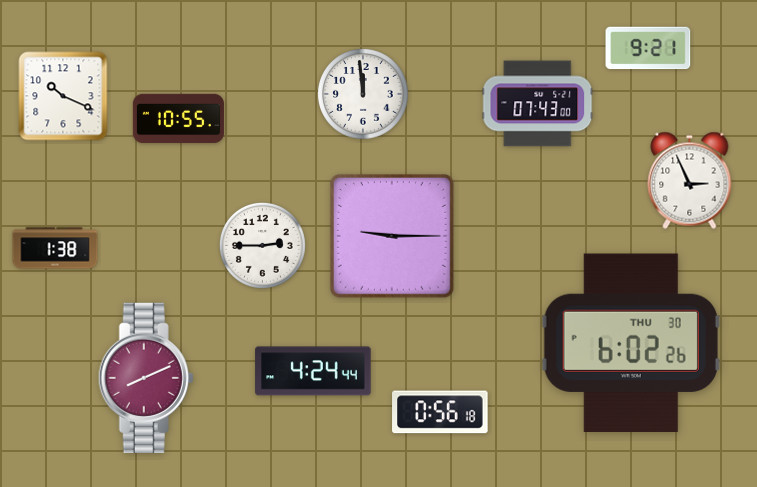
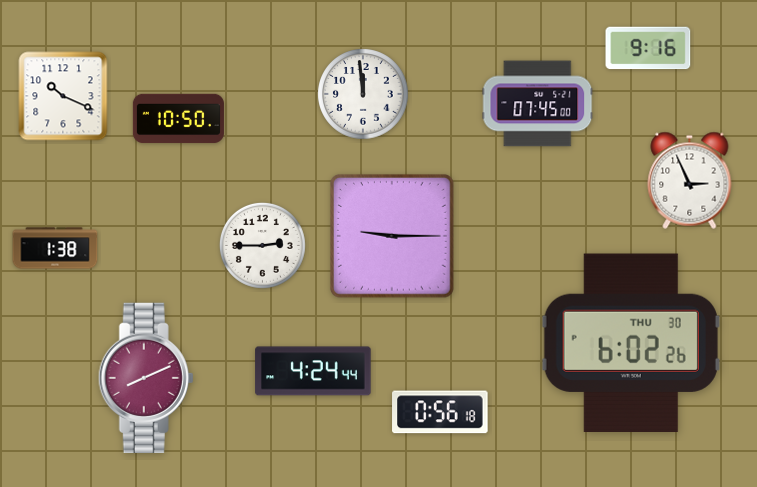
clock at (648, 48): 9:21 -> 9:16
clock at (538, 104): 07:43 -> 07:45
clock at (178, 119): 10:55 -> 10:50
